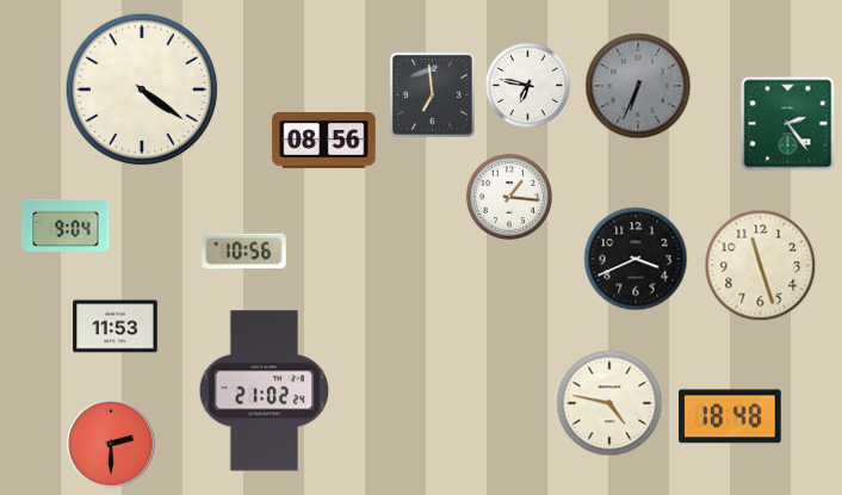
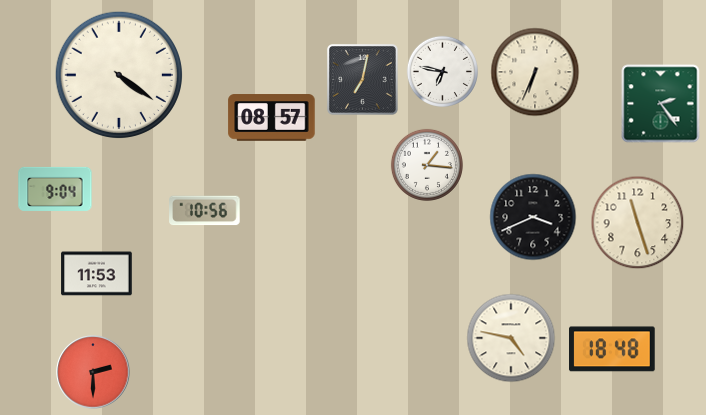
clock at (638, 86) dial: grey -> cream
clock at (432, 95): 6:59 -> 7:02
clock at (324, 141): 08:56 -> 08:57
clock at (265, 391): 21:02 -> none
